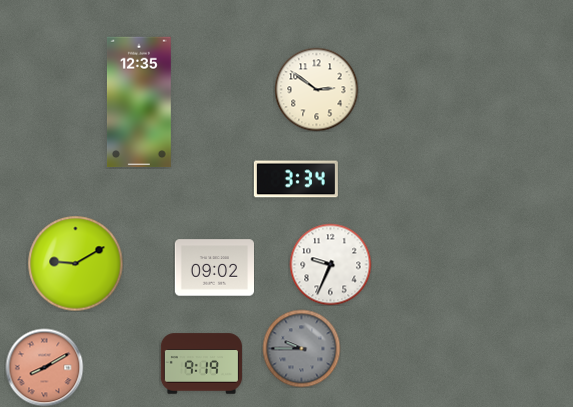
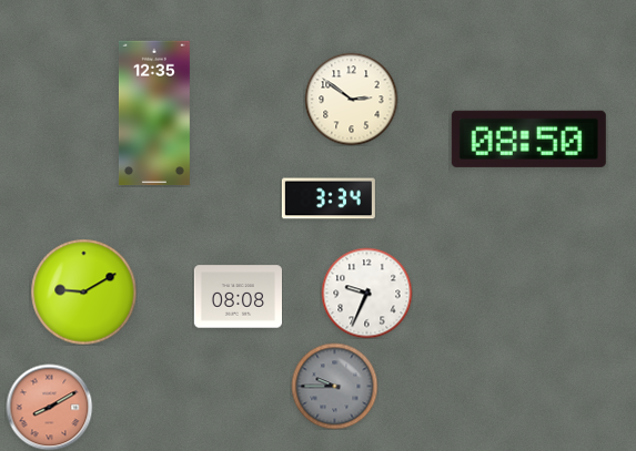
clock at (528, 139): none -> 08:50
clock at (214, 268): 09:02 -> 08:08
clock at (201, 364): 9:19 -> none
